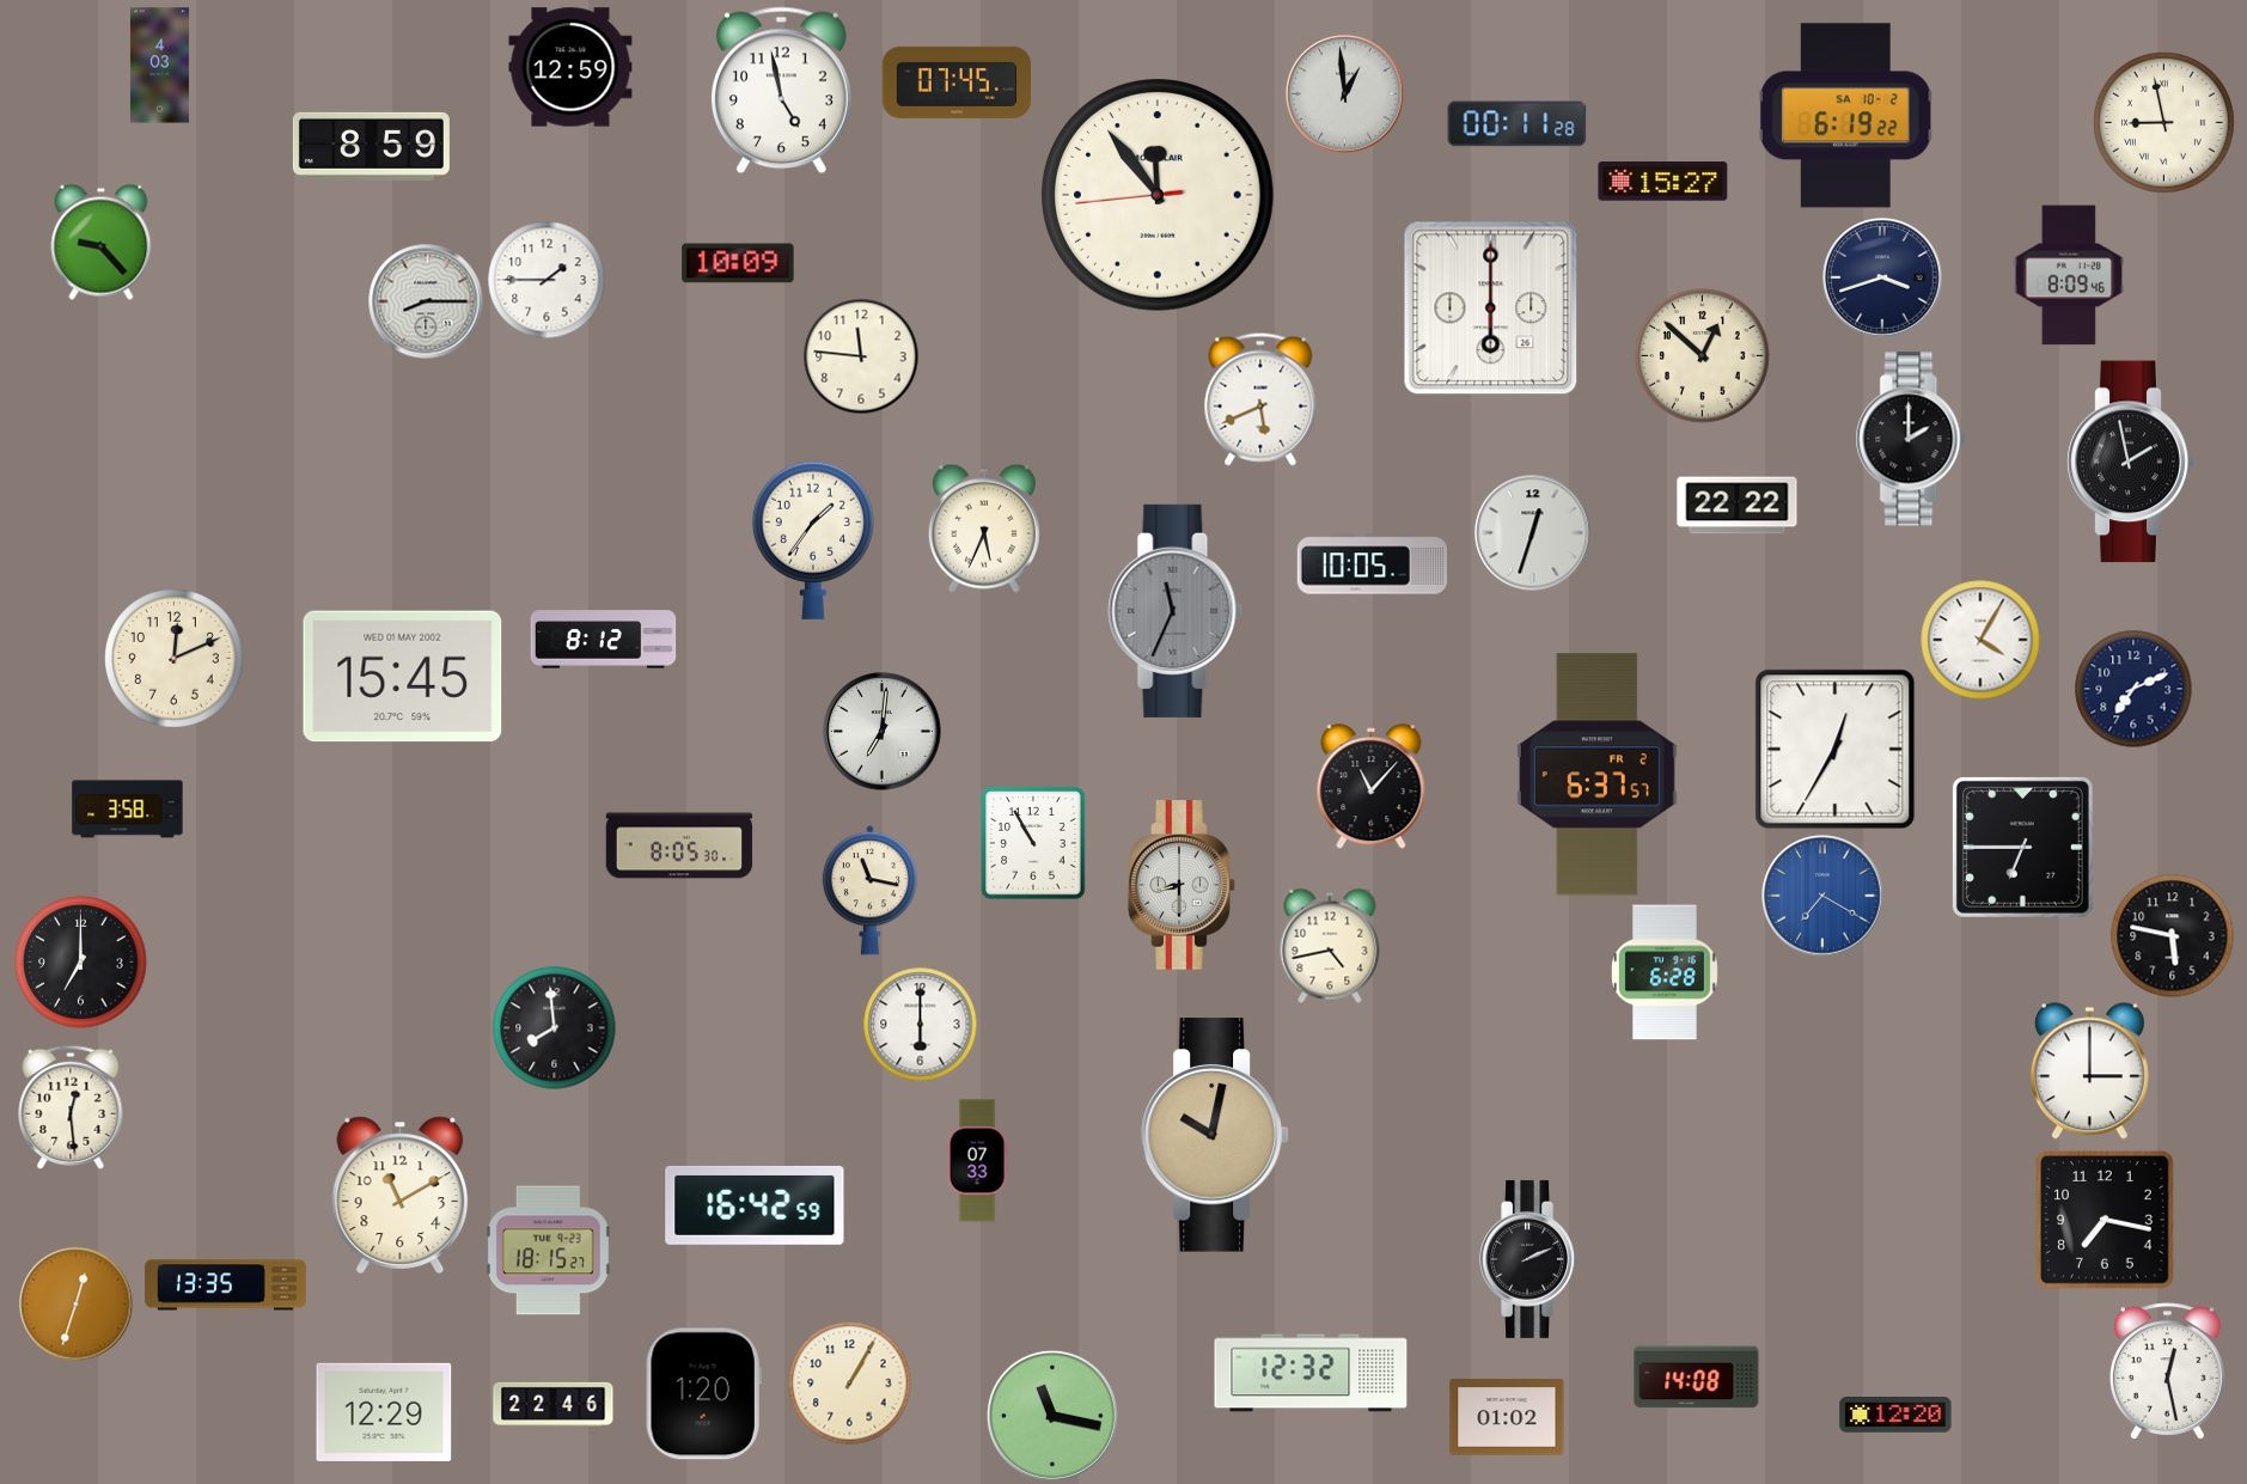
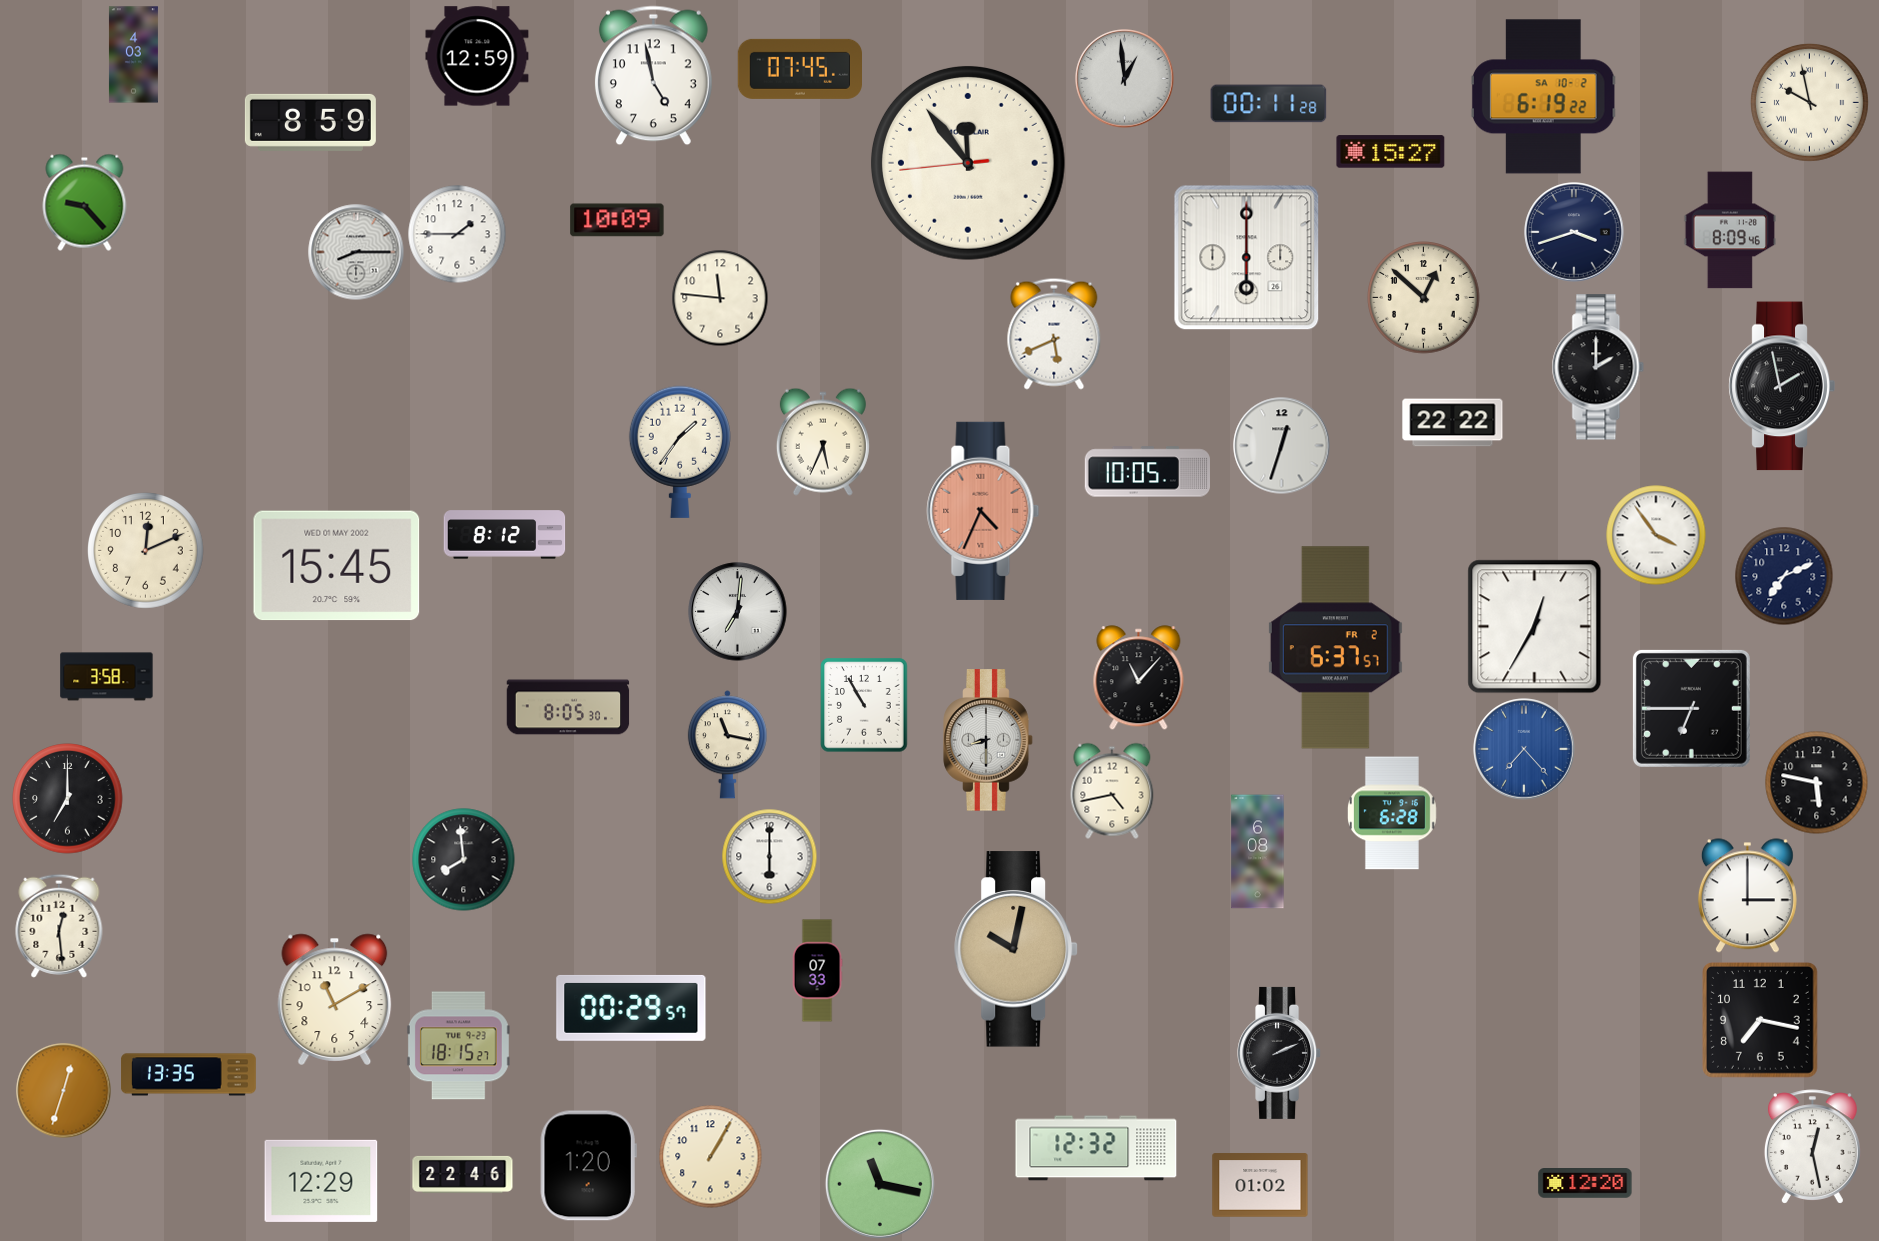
clock at (2163, 122): 8:58 -> 9:58
clock at (1176, 611): 11:34 -> 4:34
clock at (1176, 611) dial: grey -> salmon
clock at (1980, 640): 4:05 -> 3:54
clock at (1372, 787) position: (1372, 787) -> (1139, 678)
clock at (1822, 896): 7:20 -> 7:23
clock at (81, 963) position: (81, 963) -> (68, 799)
clock at (1258, 852): none -> 6:08
clock at (755, 1205): 16:42 -> 00:29
clock at (1697, 1378): 14:08 -> none
